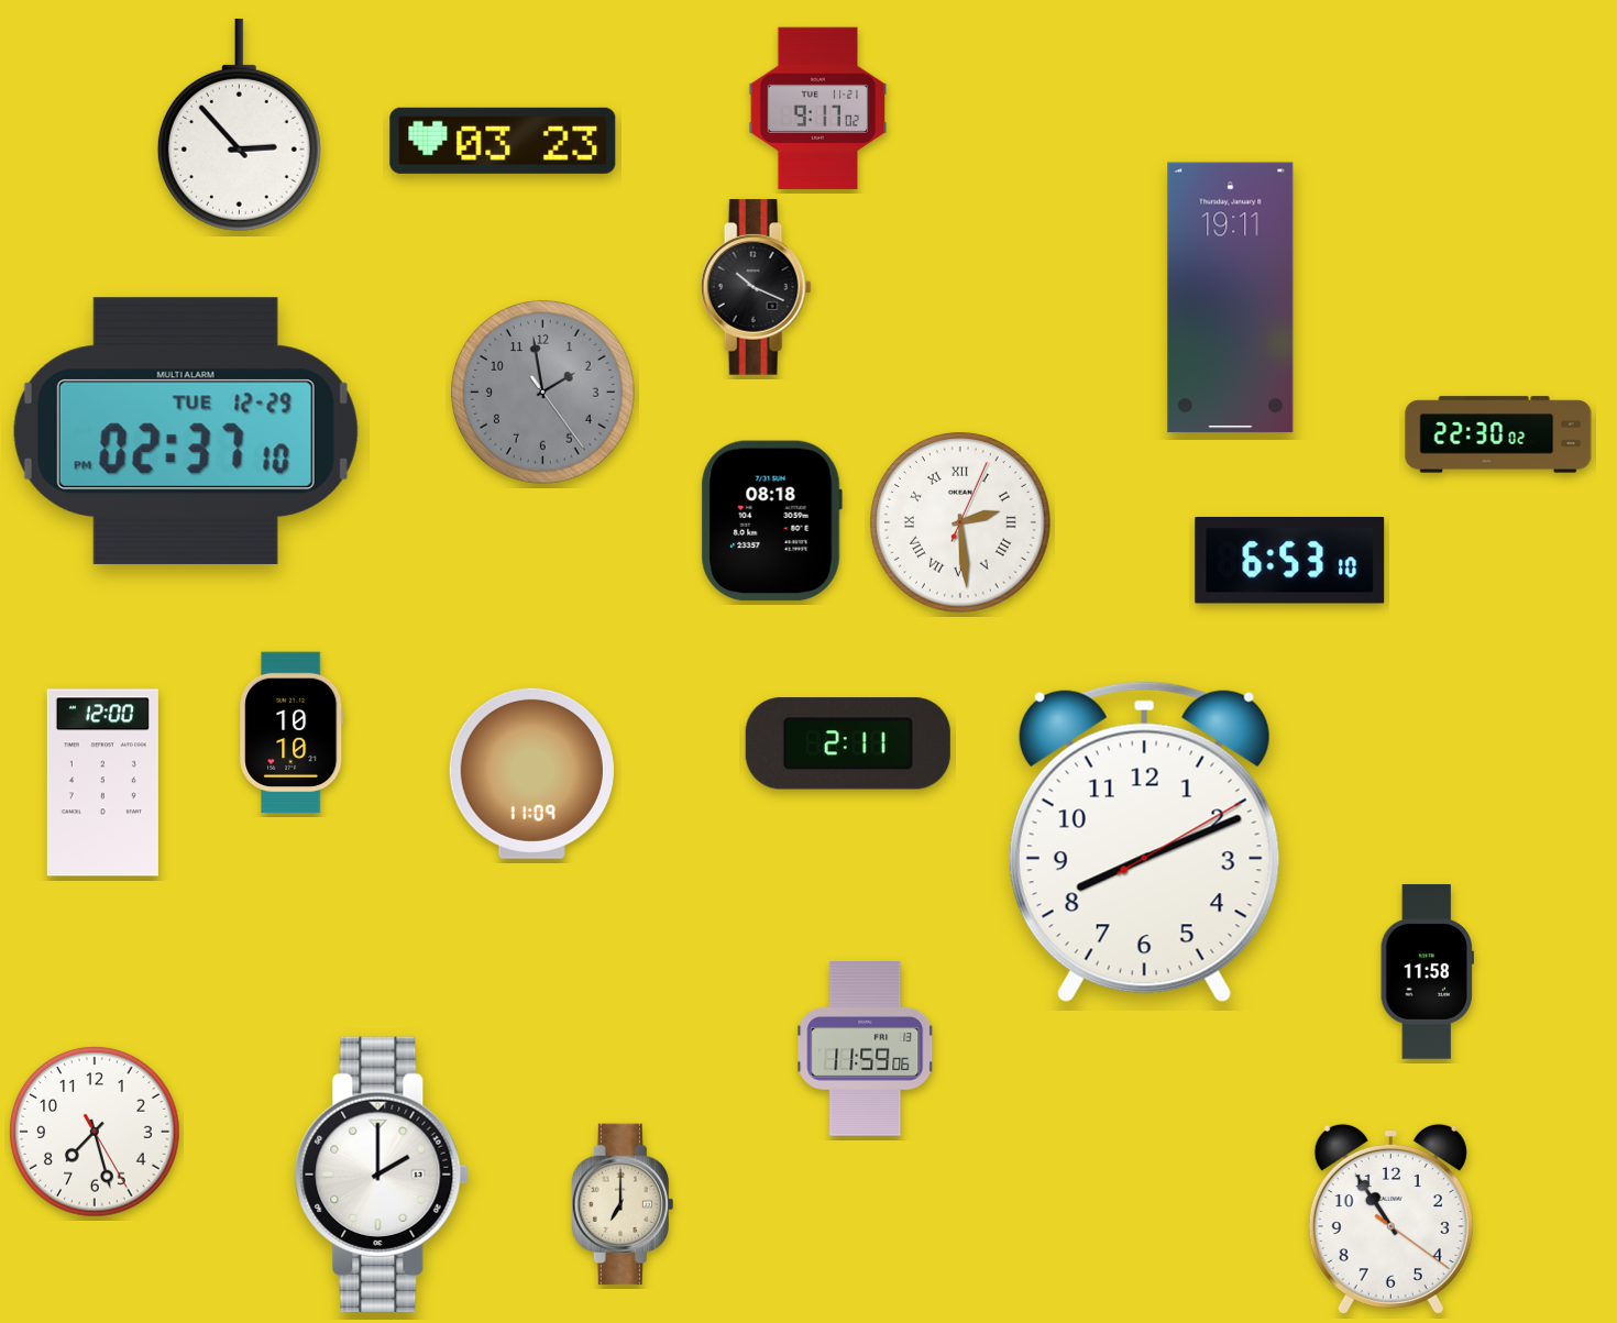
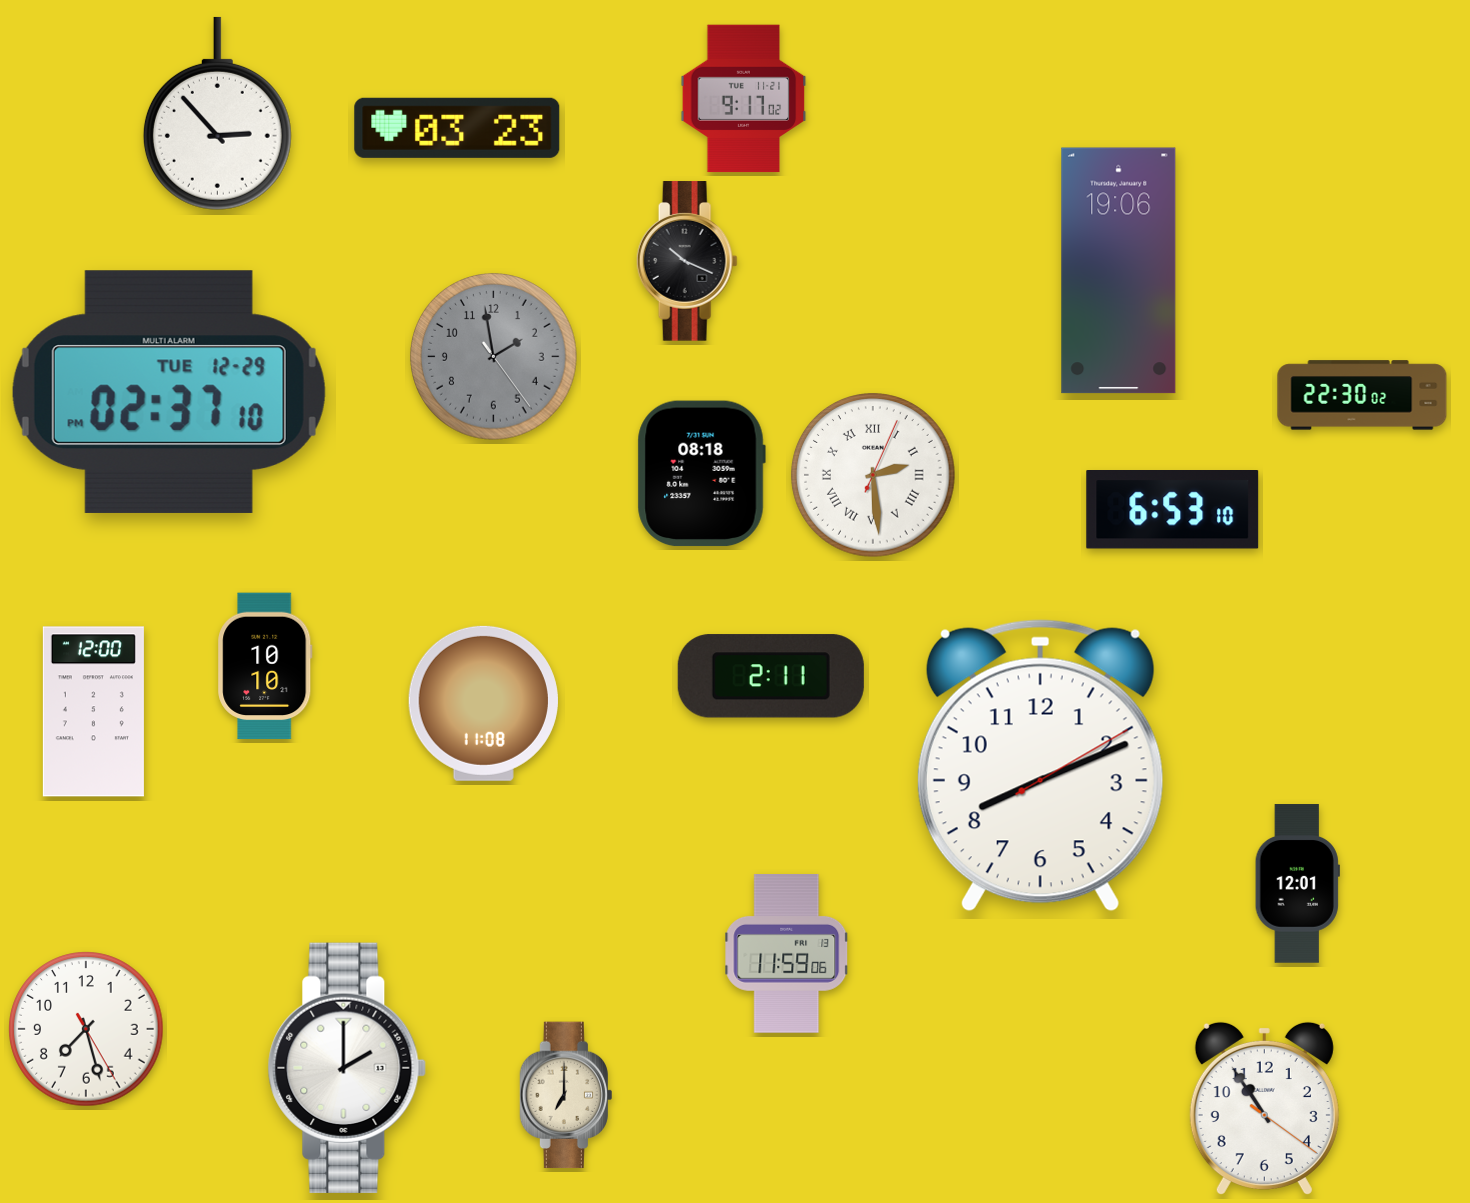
clock at (1231, 298): 19:11 -> 19:06
clock at (531, 773): 11:09 -> 11:08
clock at (1427, 972): 11:58 -> 12:01
